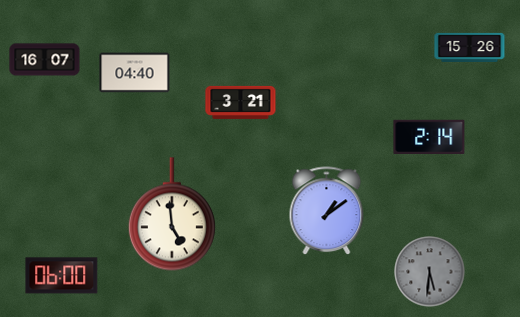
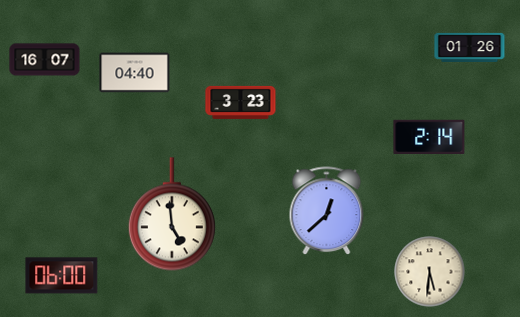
clock at (470, 47): 15:26 -> 01:26
clock at (241, 102): 3:21 -> 3:23
clock at (327, 211): 1:09 -> 12:38
clock at (430, 272) dial: grey -> cream
